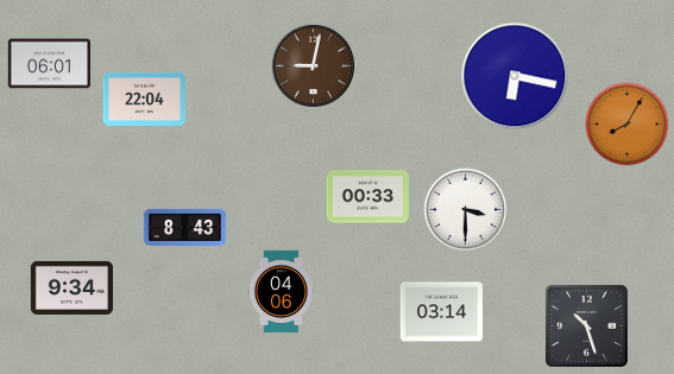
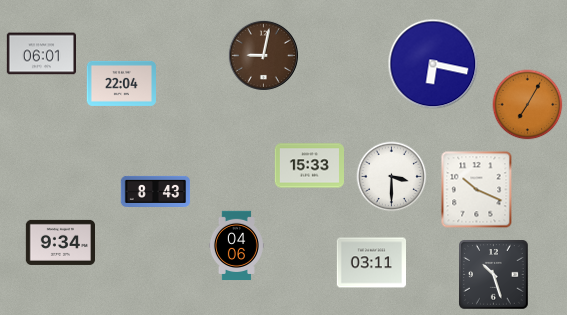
clock at (628, 125): 8:05 -> 7:05
clock at (367, 197): 00:33 -> 15:33
clock at (477, 190): none -> 10:19
clock at (441, 312): 03:14 -> 03:11
